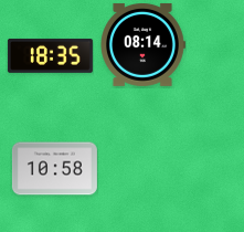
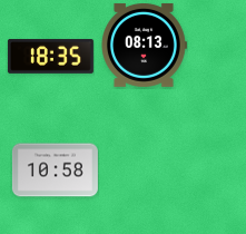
clock at (144, 44): 08:14 -> 08:13
